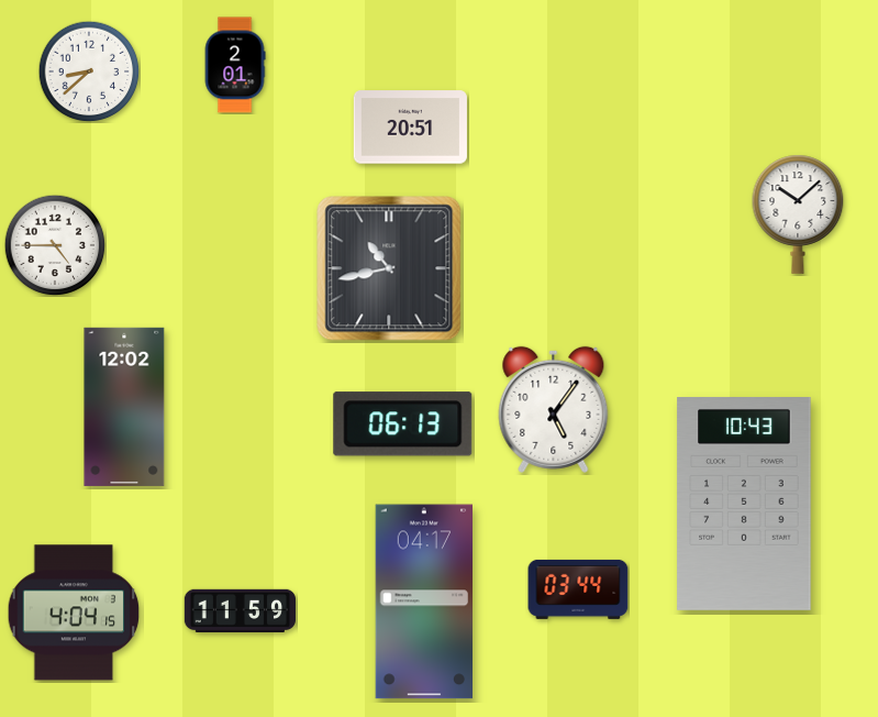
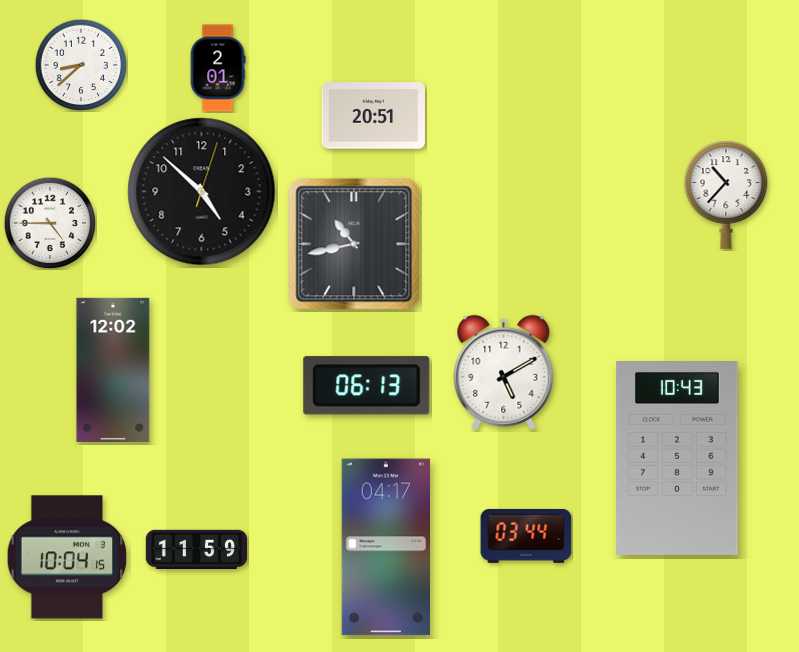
clock at (235, 65) position: (235, 65) -> (218, 68)
clock at (202, 192): none -> 4:52
clock at (798, 214): 10:08 -> 10:37
clock at (554, 409): 5:06 -> 5:10
clock at (240, 611) position: (240, 611) -> (196, 550)
clock at (74, 613): 4:04 -> 10:04
